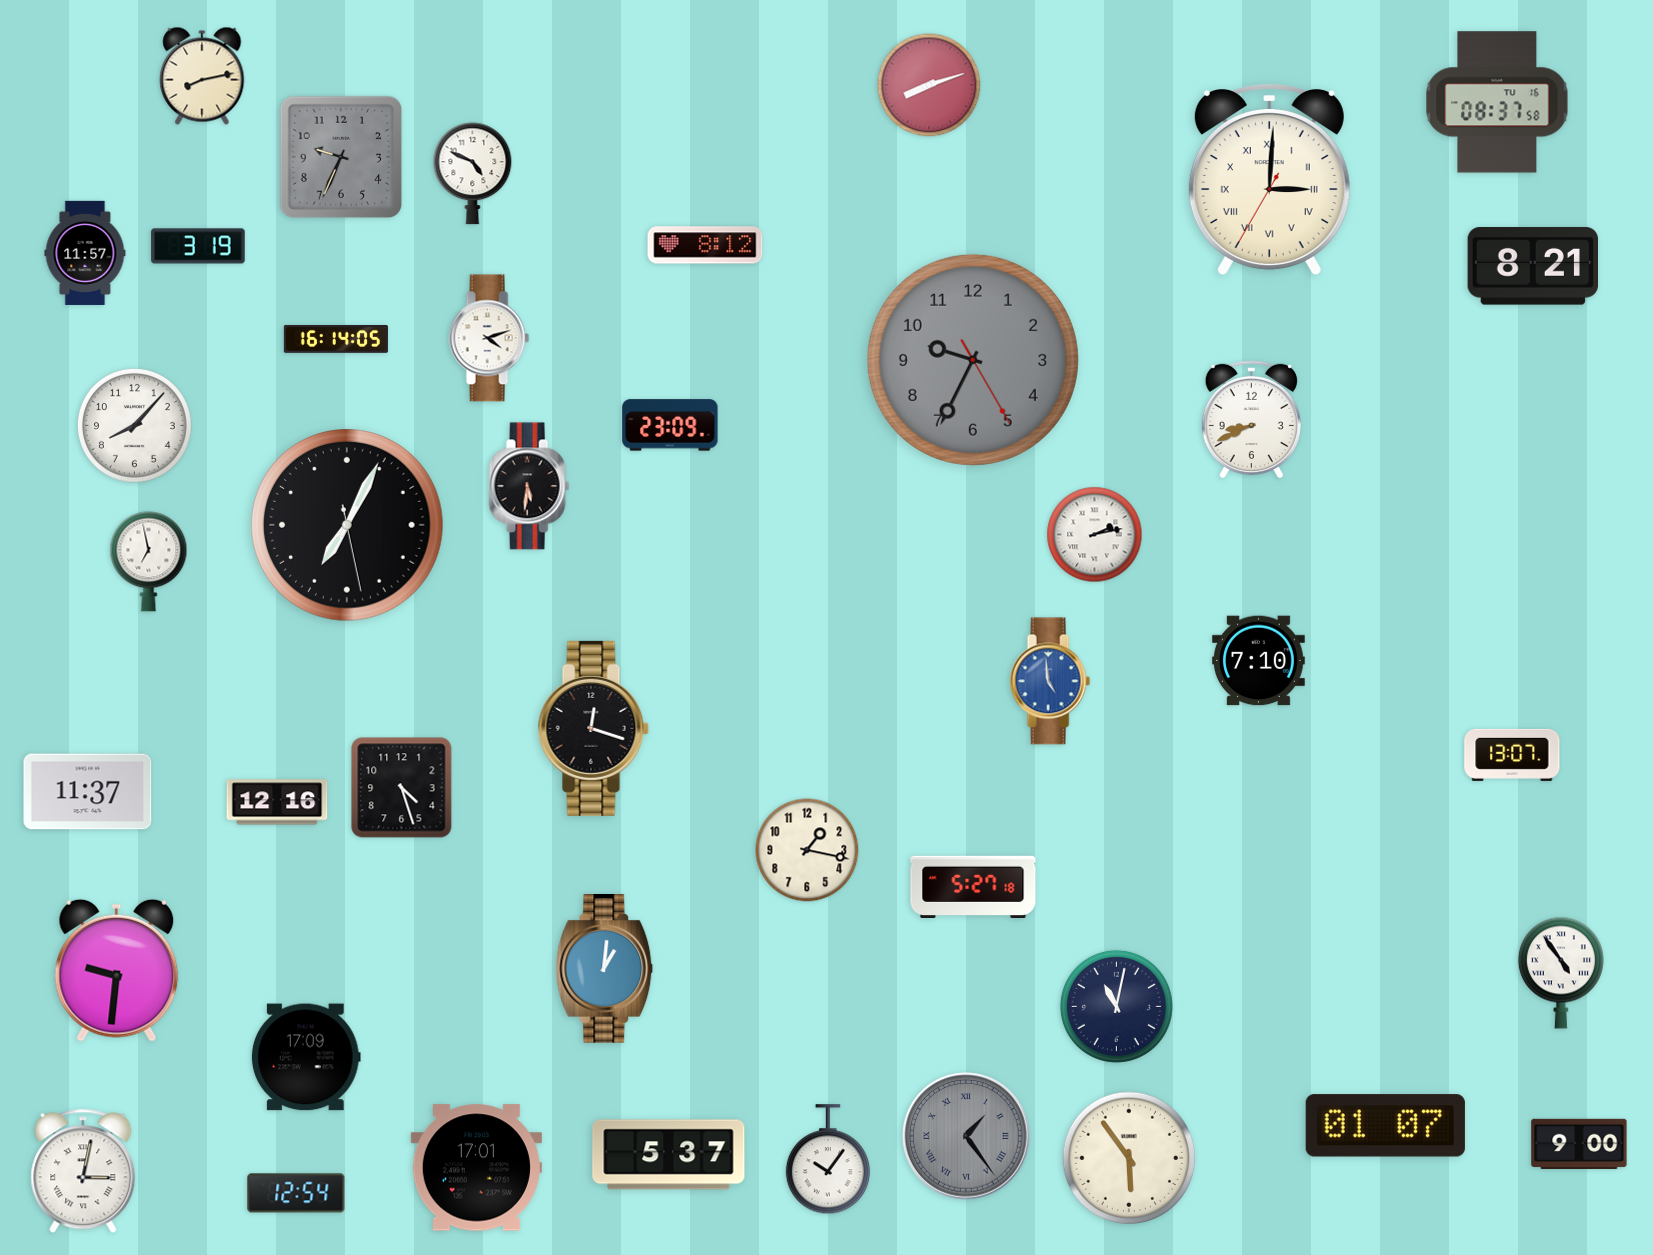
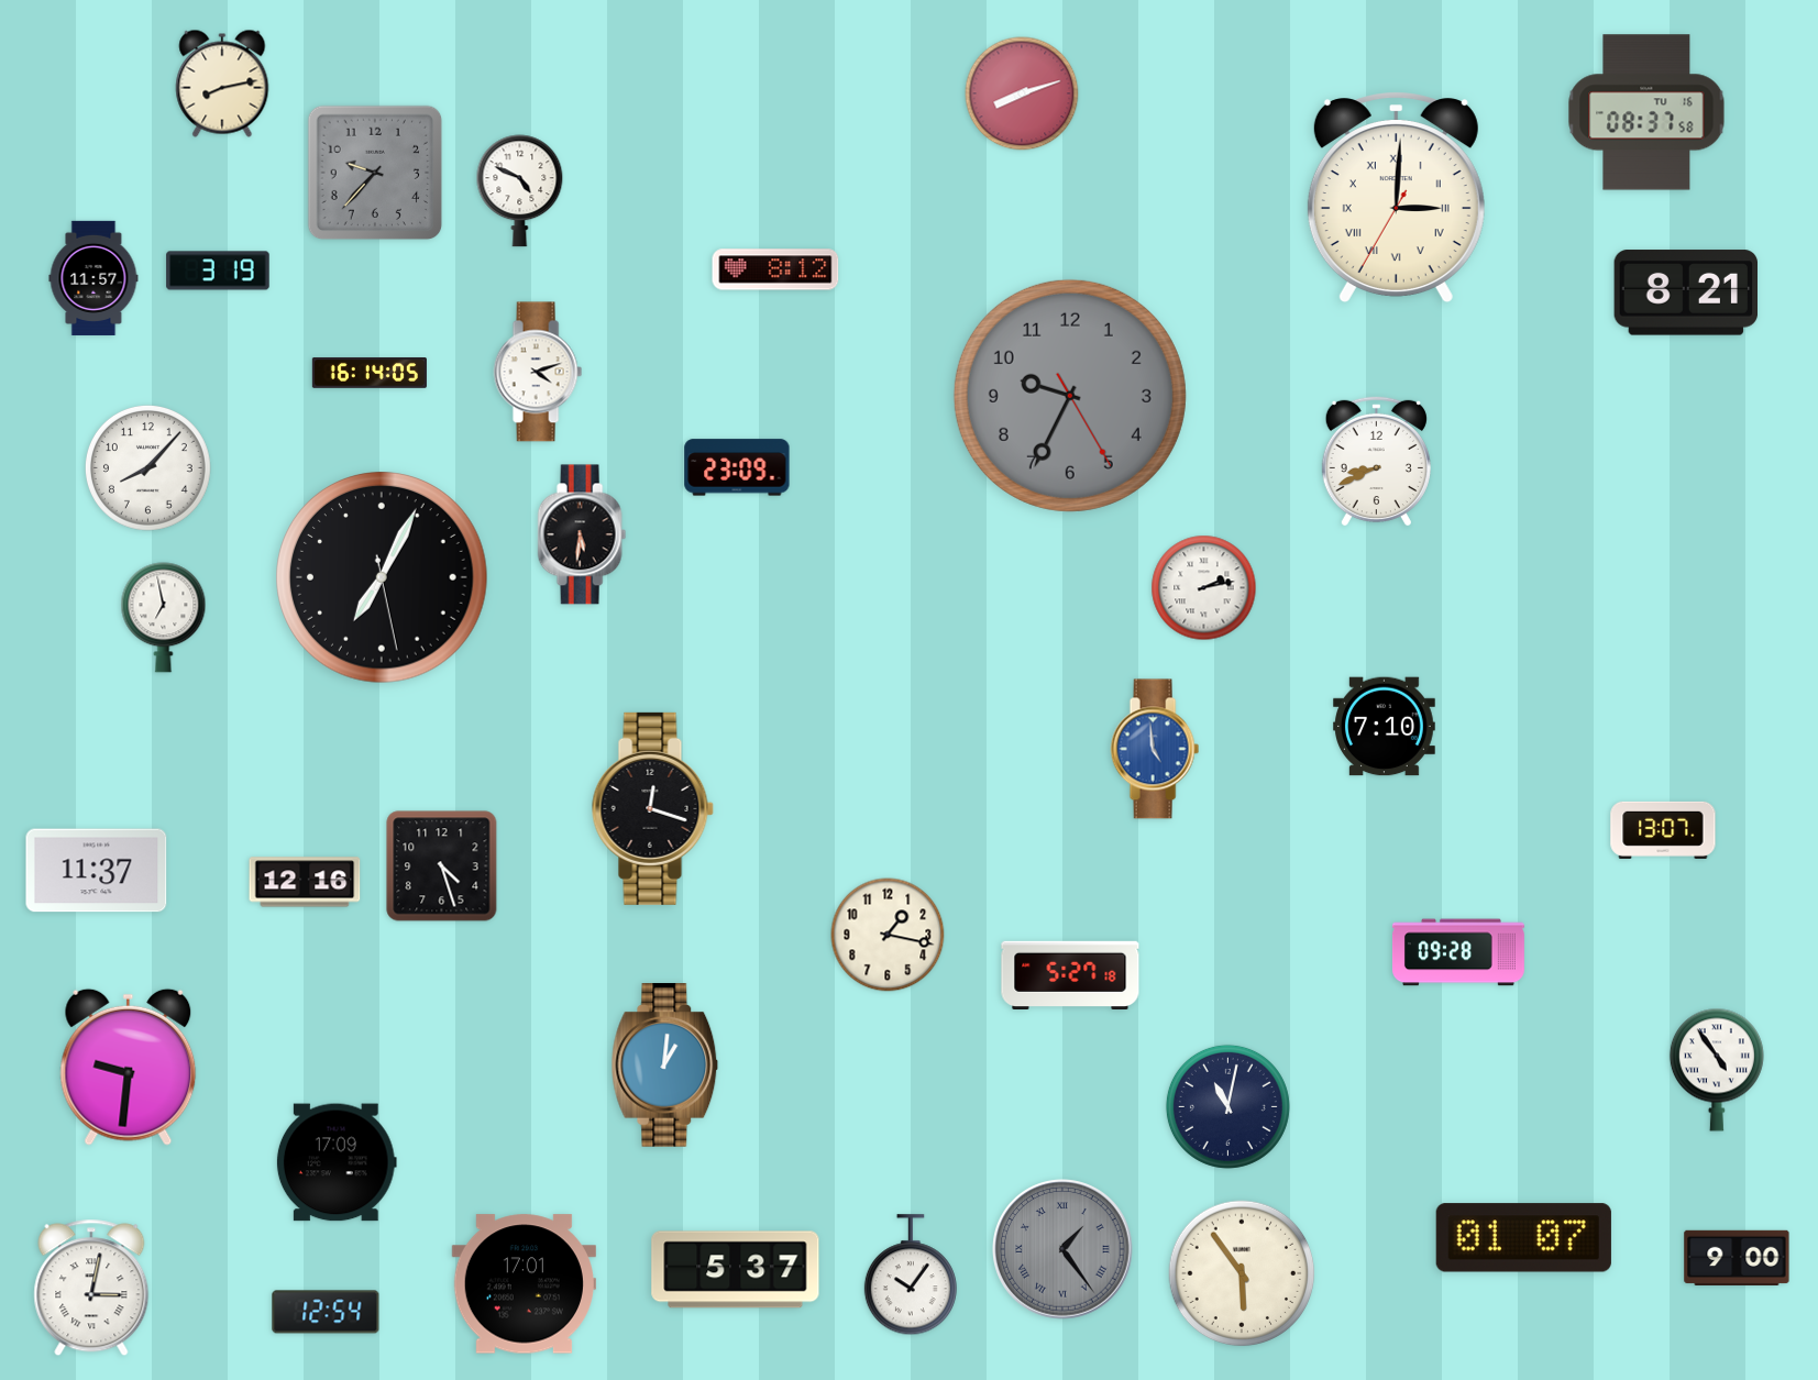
clock at (341, 157): 9:34 -> 9:37
clock at (593, 728) position: (593, 728) -> (652, 808)
clock at (1458, 952): none -> 09:28
